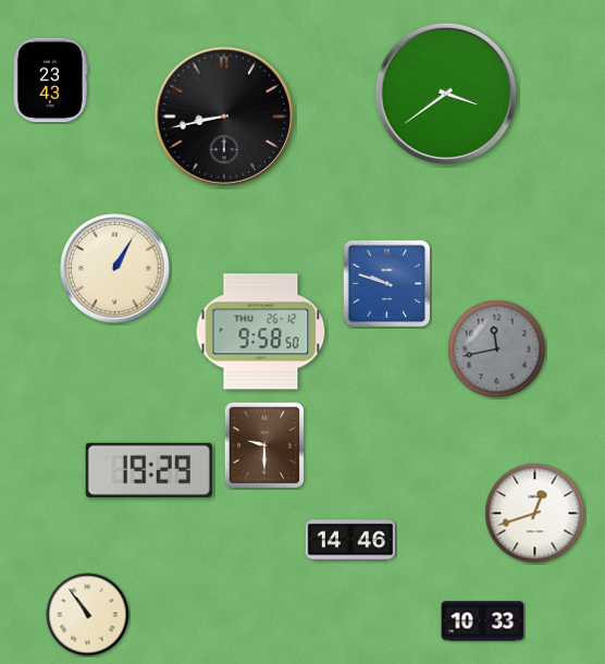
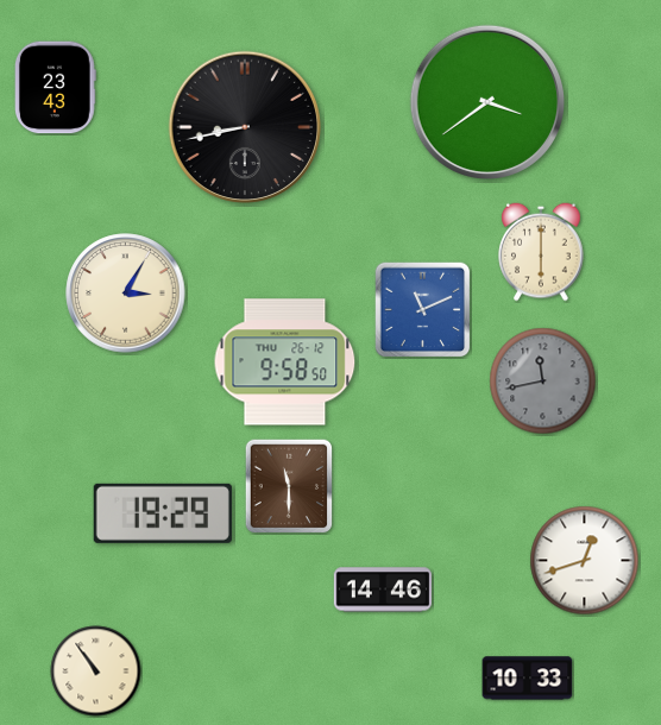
clock at (541, 252): none -> 6:00
clock at (115, 269): 1:05 -> 3:05
clock at (387, 284): 9:48 -> 11:11
clock at (264, 445): 9:30 -> 11:30
